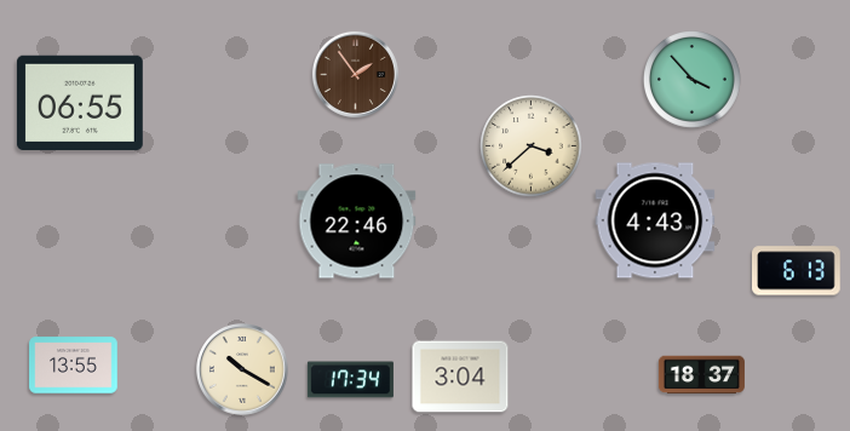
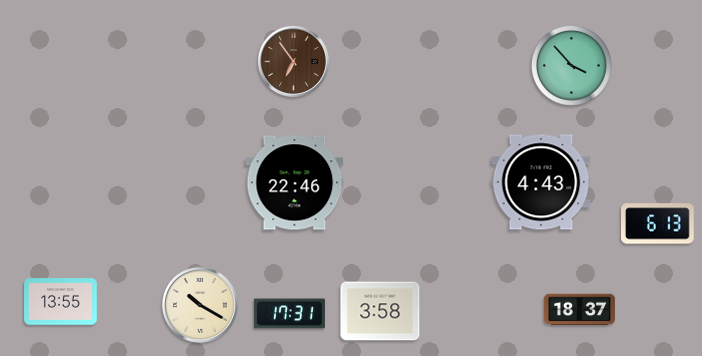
clock at (355, 74): 1:54 -> 6:54
clock at (80, 102): 06:55 -> none
clock at (532, 146): 3:38 -> none
clock at (460, 377): 3:04 -> 3:58
clock at (350, 380): 17:34 -> 17:31
